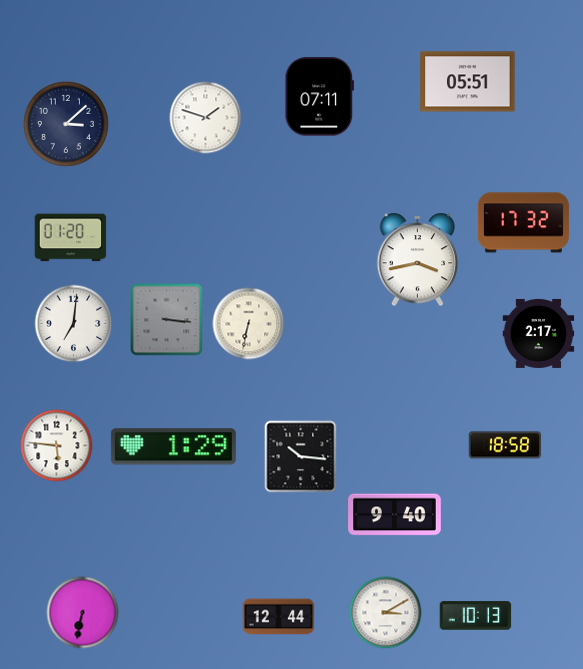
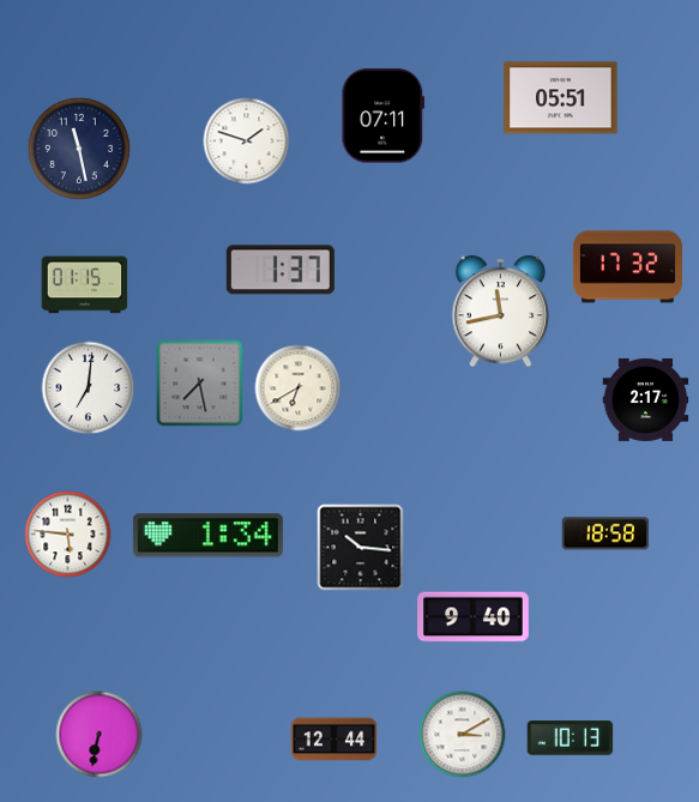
clock at (66, 124): 3:08 -> 11:28
clock at (281, 270): none -> 1:37
clock at (71, 238): 01:20 -> 01:15
clock at (418, 260): 3:43 -> 11:43
clock at (167, 320): 3:16 -> 7:28
clock at (249, 324): 6:32 -> 6:40
clock at (173, 447): 1:29 -> 1:34
